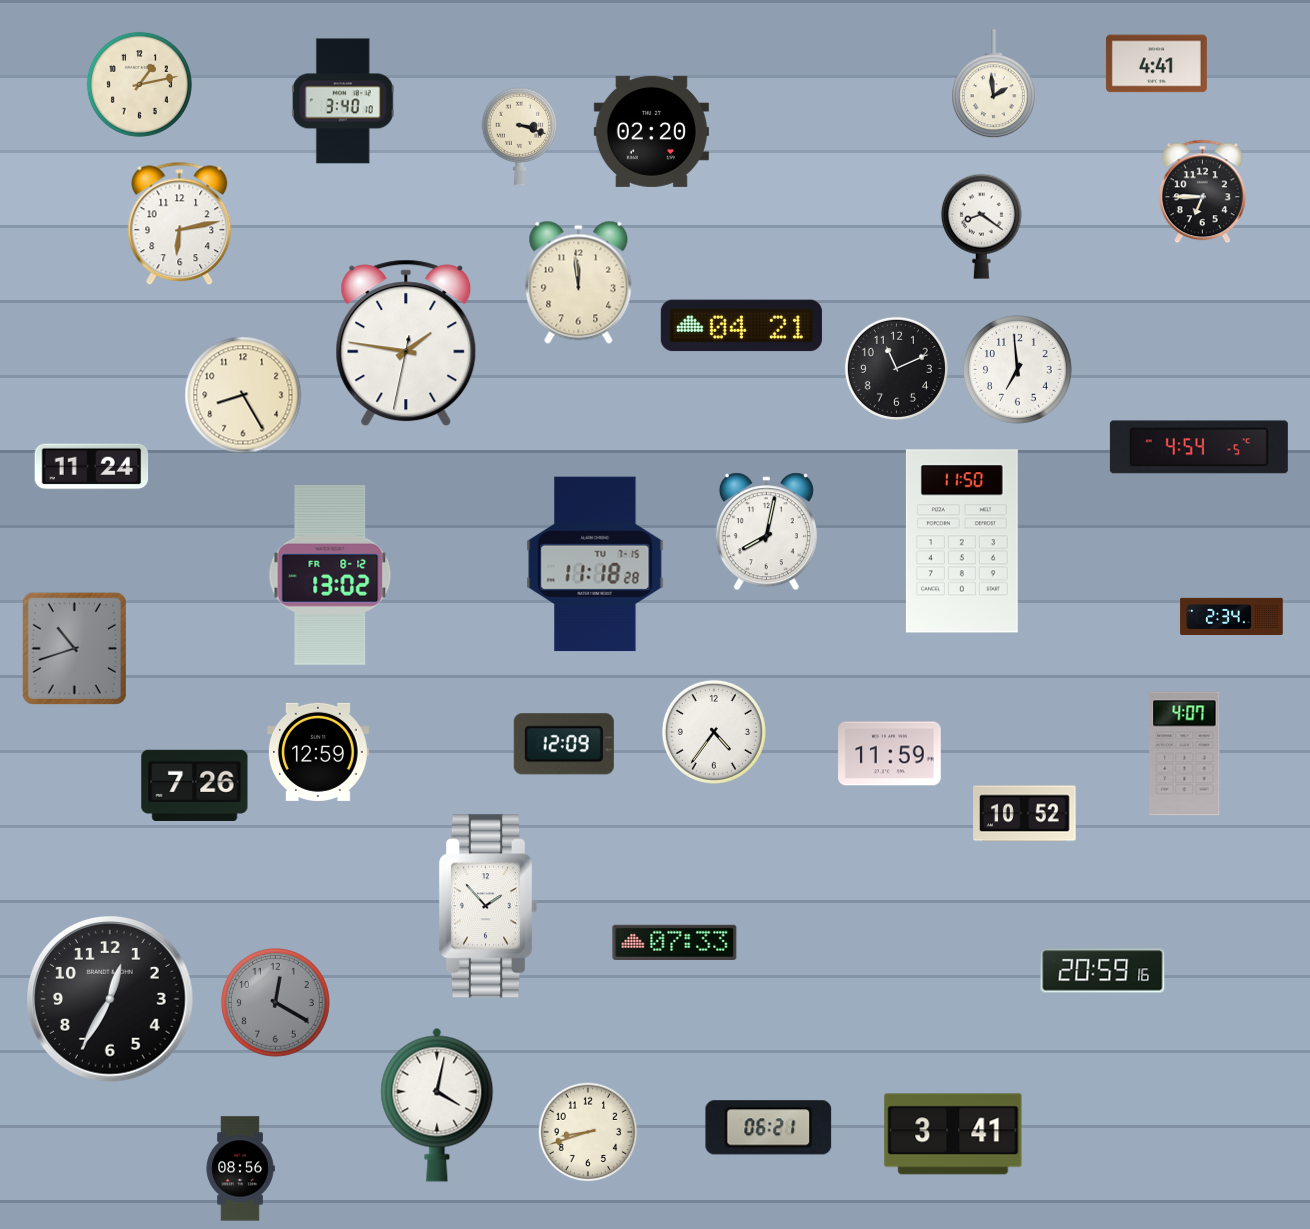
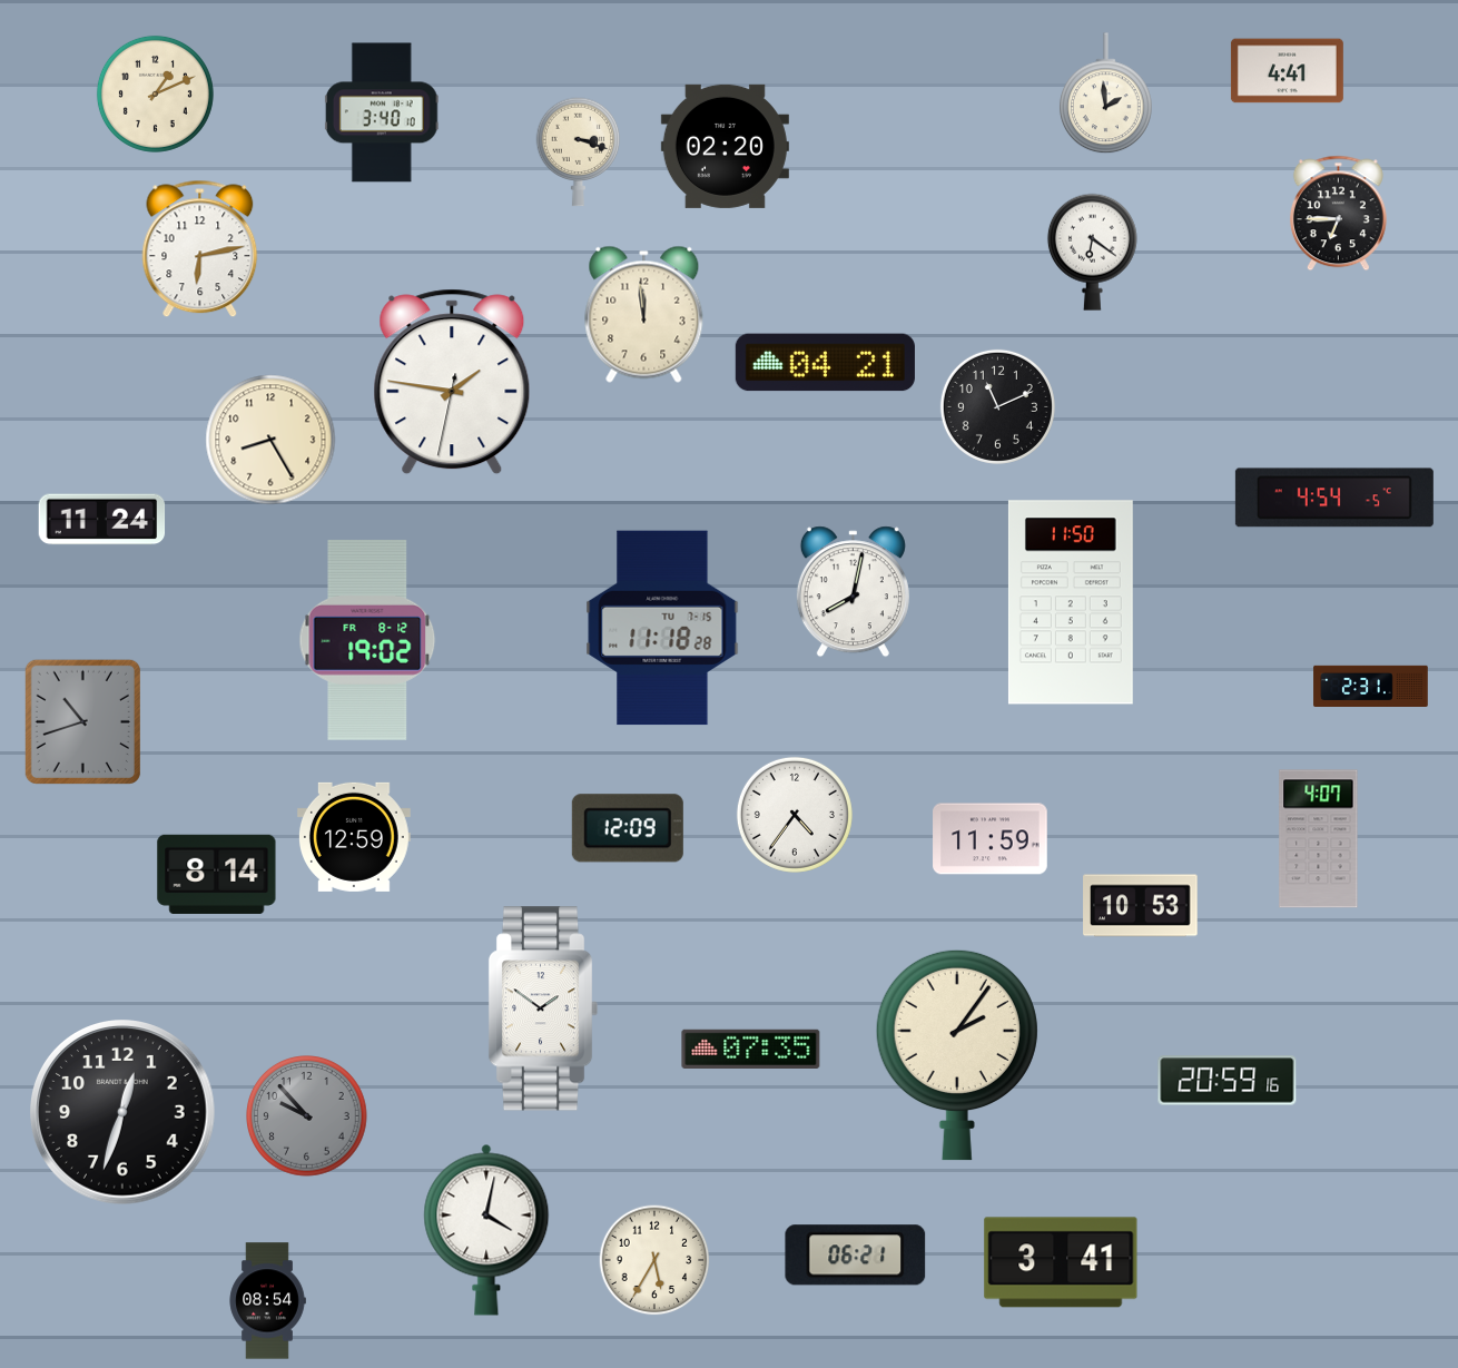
clock at (139, 84): 1:13 -> 1:11
clock at (981, 226): 8:21 -> 6:21
clock at (896, 368) position: (896, 368) -> (997, 406)
clock at (1018, 370): 6:59 -> none
clock at (330, 575): 13:02 -> 19:02
clock at (1232, 616): 2:34 -> 2:31
clock at (195, 785): 7:26 -> 8:14
clock at (1025, 814): 10:52 -> 10:53
clock at (488, 906): 1:53 -> 1:51
clock at (675, 942): 07:33 -> 07:35
clock at (957, 1055): none -> 2:06
clock at (111, 1000): 12:35 -> 12:33
clock at (276, 1003): 12:20 -> 9:53
clock at (588, 1132): 8:42 -> 5:35
clock at (240, 1169): 08:56 -> 08:54
